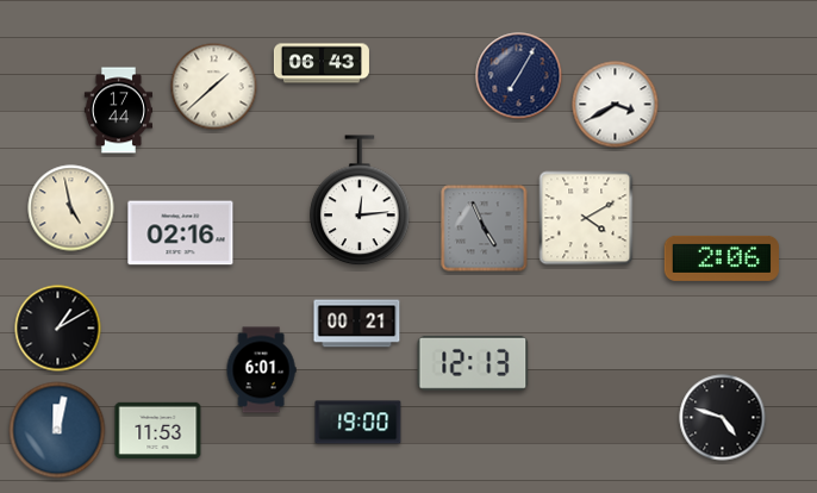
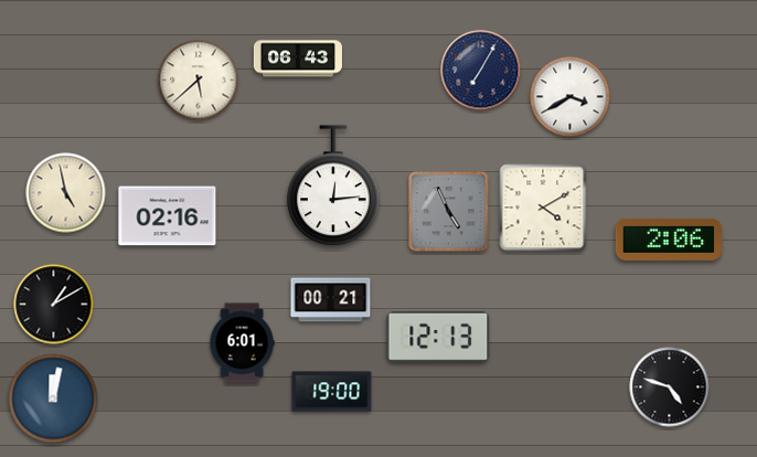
clock at (214, 87): 1:38 -> 5:38
clock at (118, 111): 17:44 -> none
clock at (586, 218) position: (586, 218) -> (543, 208)
clock at (158, 430): 11:53 -> none
